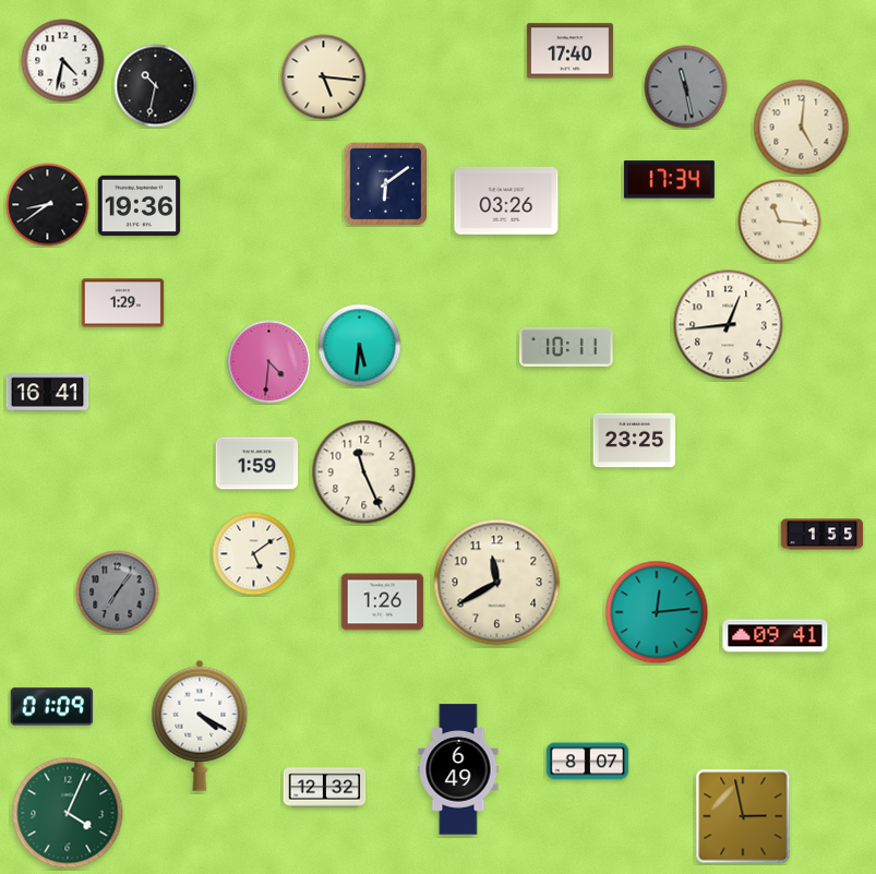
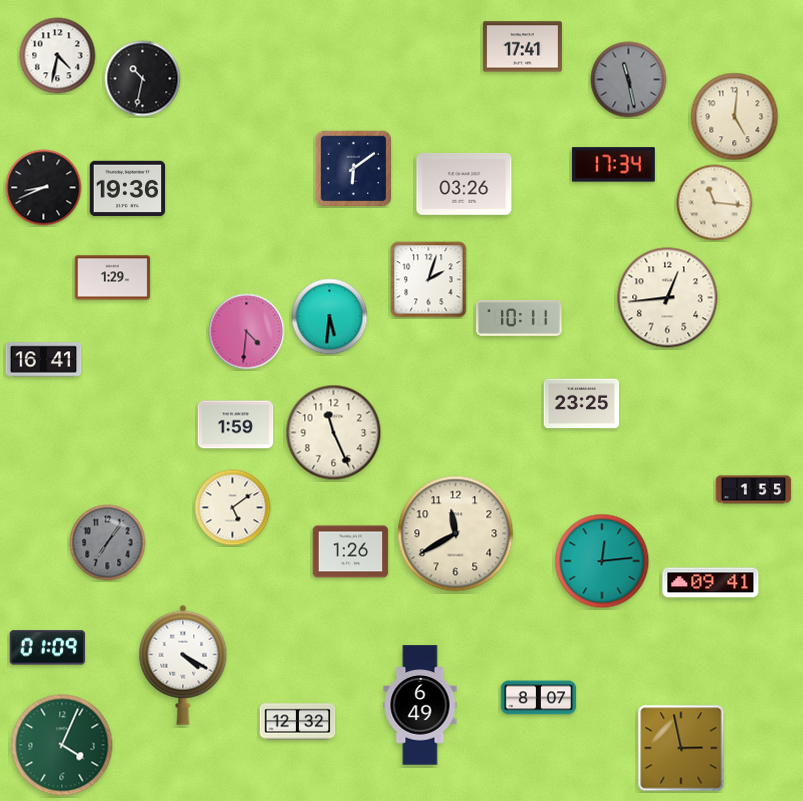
clock at (569, 51): 17:40 -> 17:41
clock at (324, 77): 5:16 -> none
clock at (48, 205): 8:39 -> 8:41
clock at (429, 280): none -> 2:03
